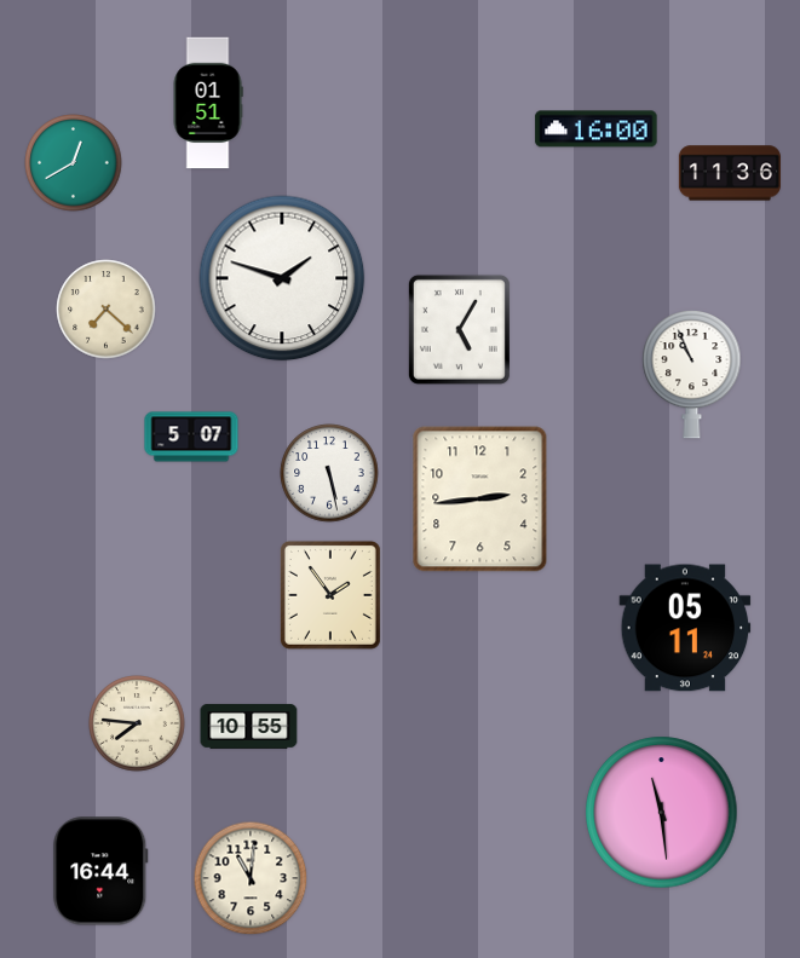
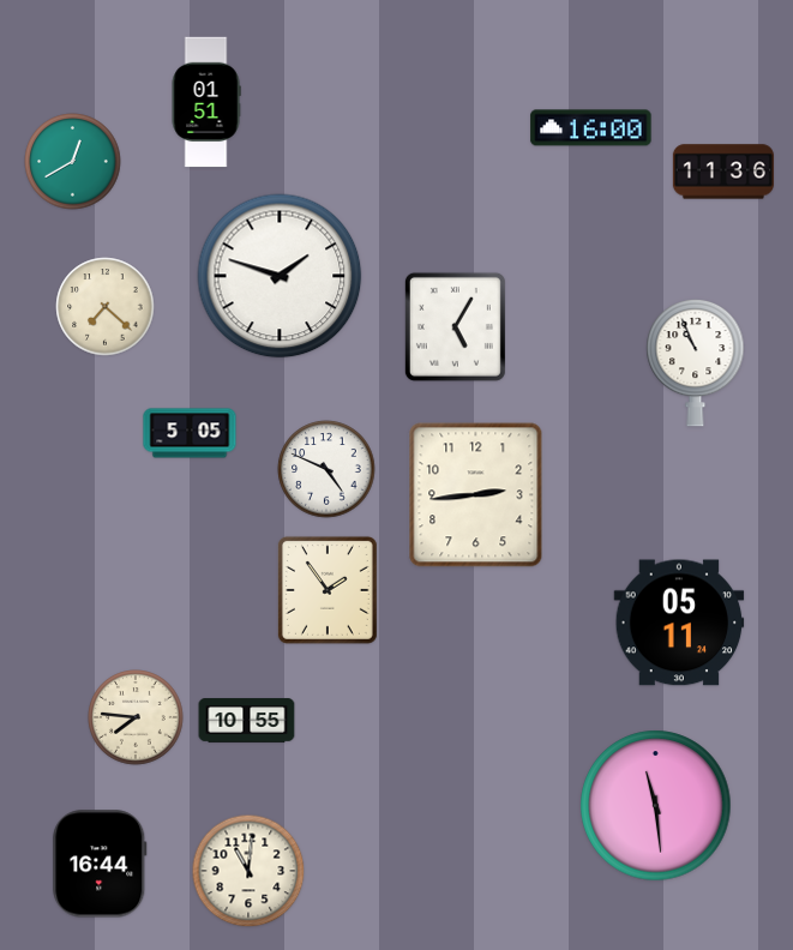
clock at (692, 374) position: (692, 374) -> (696, 362)
clock at (191, 437): 5:07 -> 5:05
clock at (329, 473): 5:28 -> 4:49
